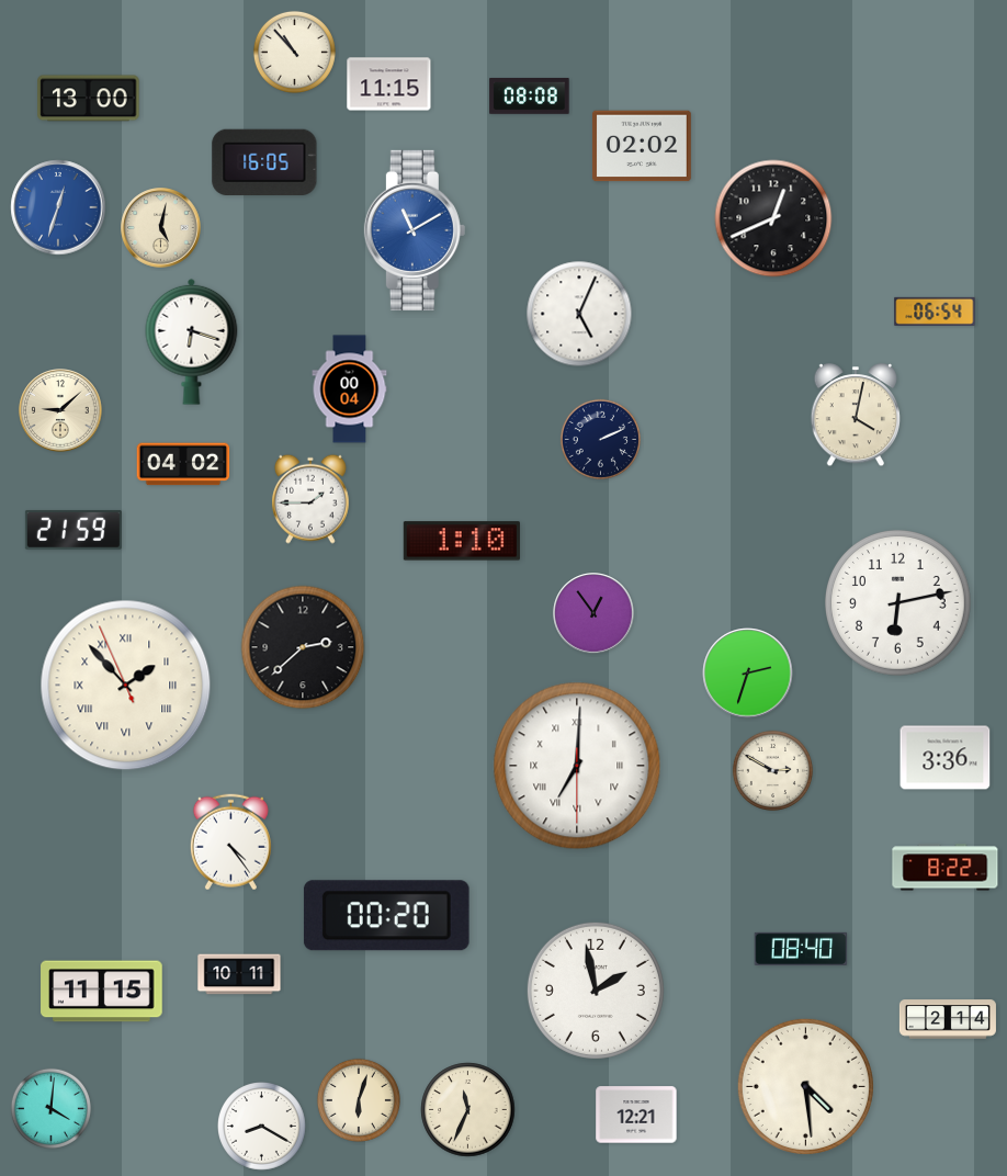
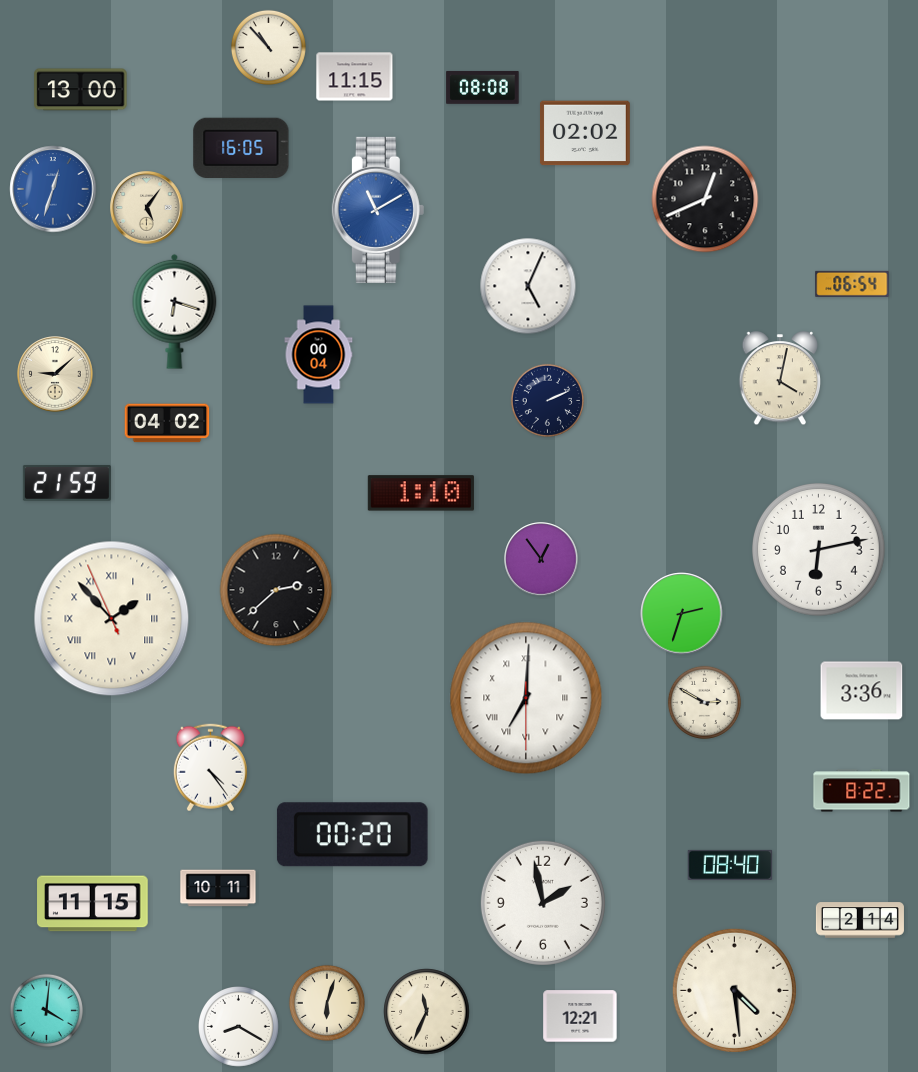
clock at (161, 228): 5:02 -> 5:06
clock at (310, 499): 1:45 -> none
clock at (126, 686) position: (126, 686) -> (112, 619)
clock at (948, 1019) position: (948, 1019) -> (860, 920)
